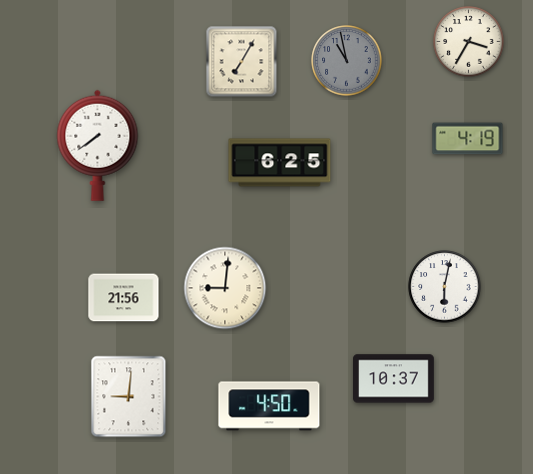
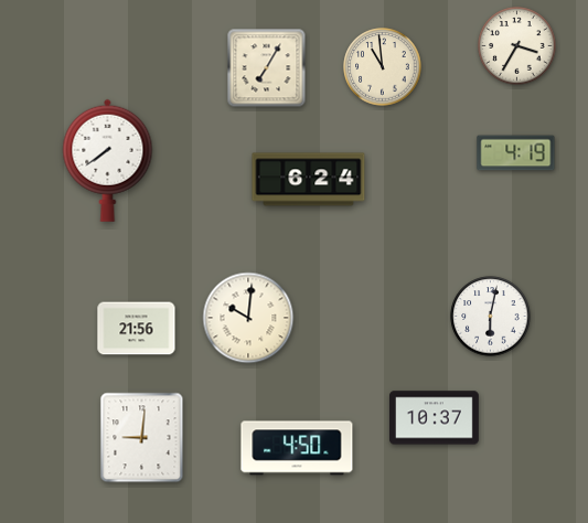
clock at (347, 61): 10:58 -> 10:59
clock at (347, 61) dial: grey -> cream
clock at (280, 163): 6:25 -> 6:24
clock at (225, 288): 9:01 -> 10:01
